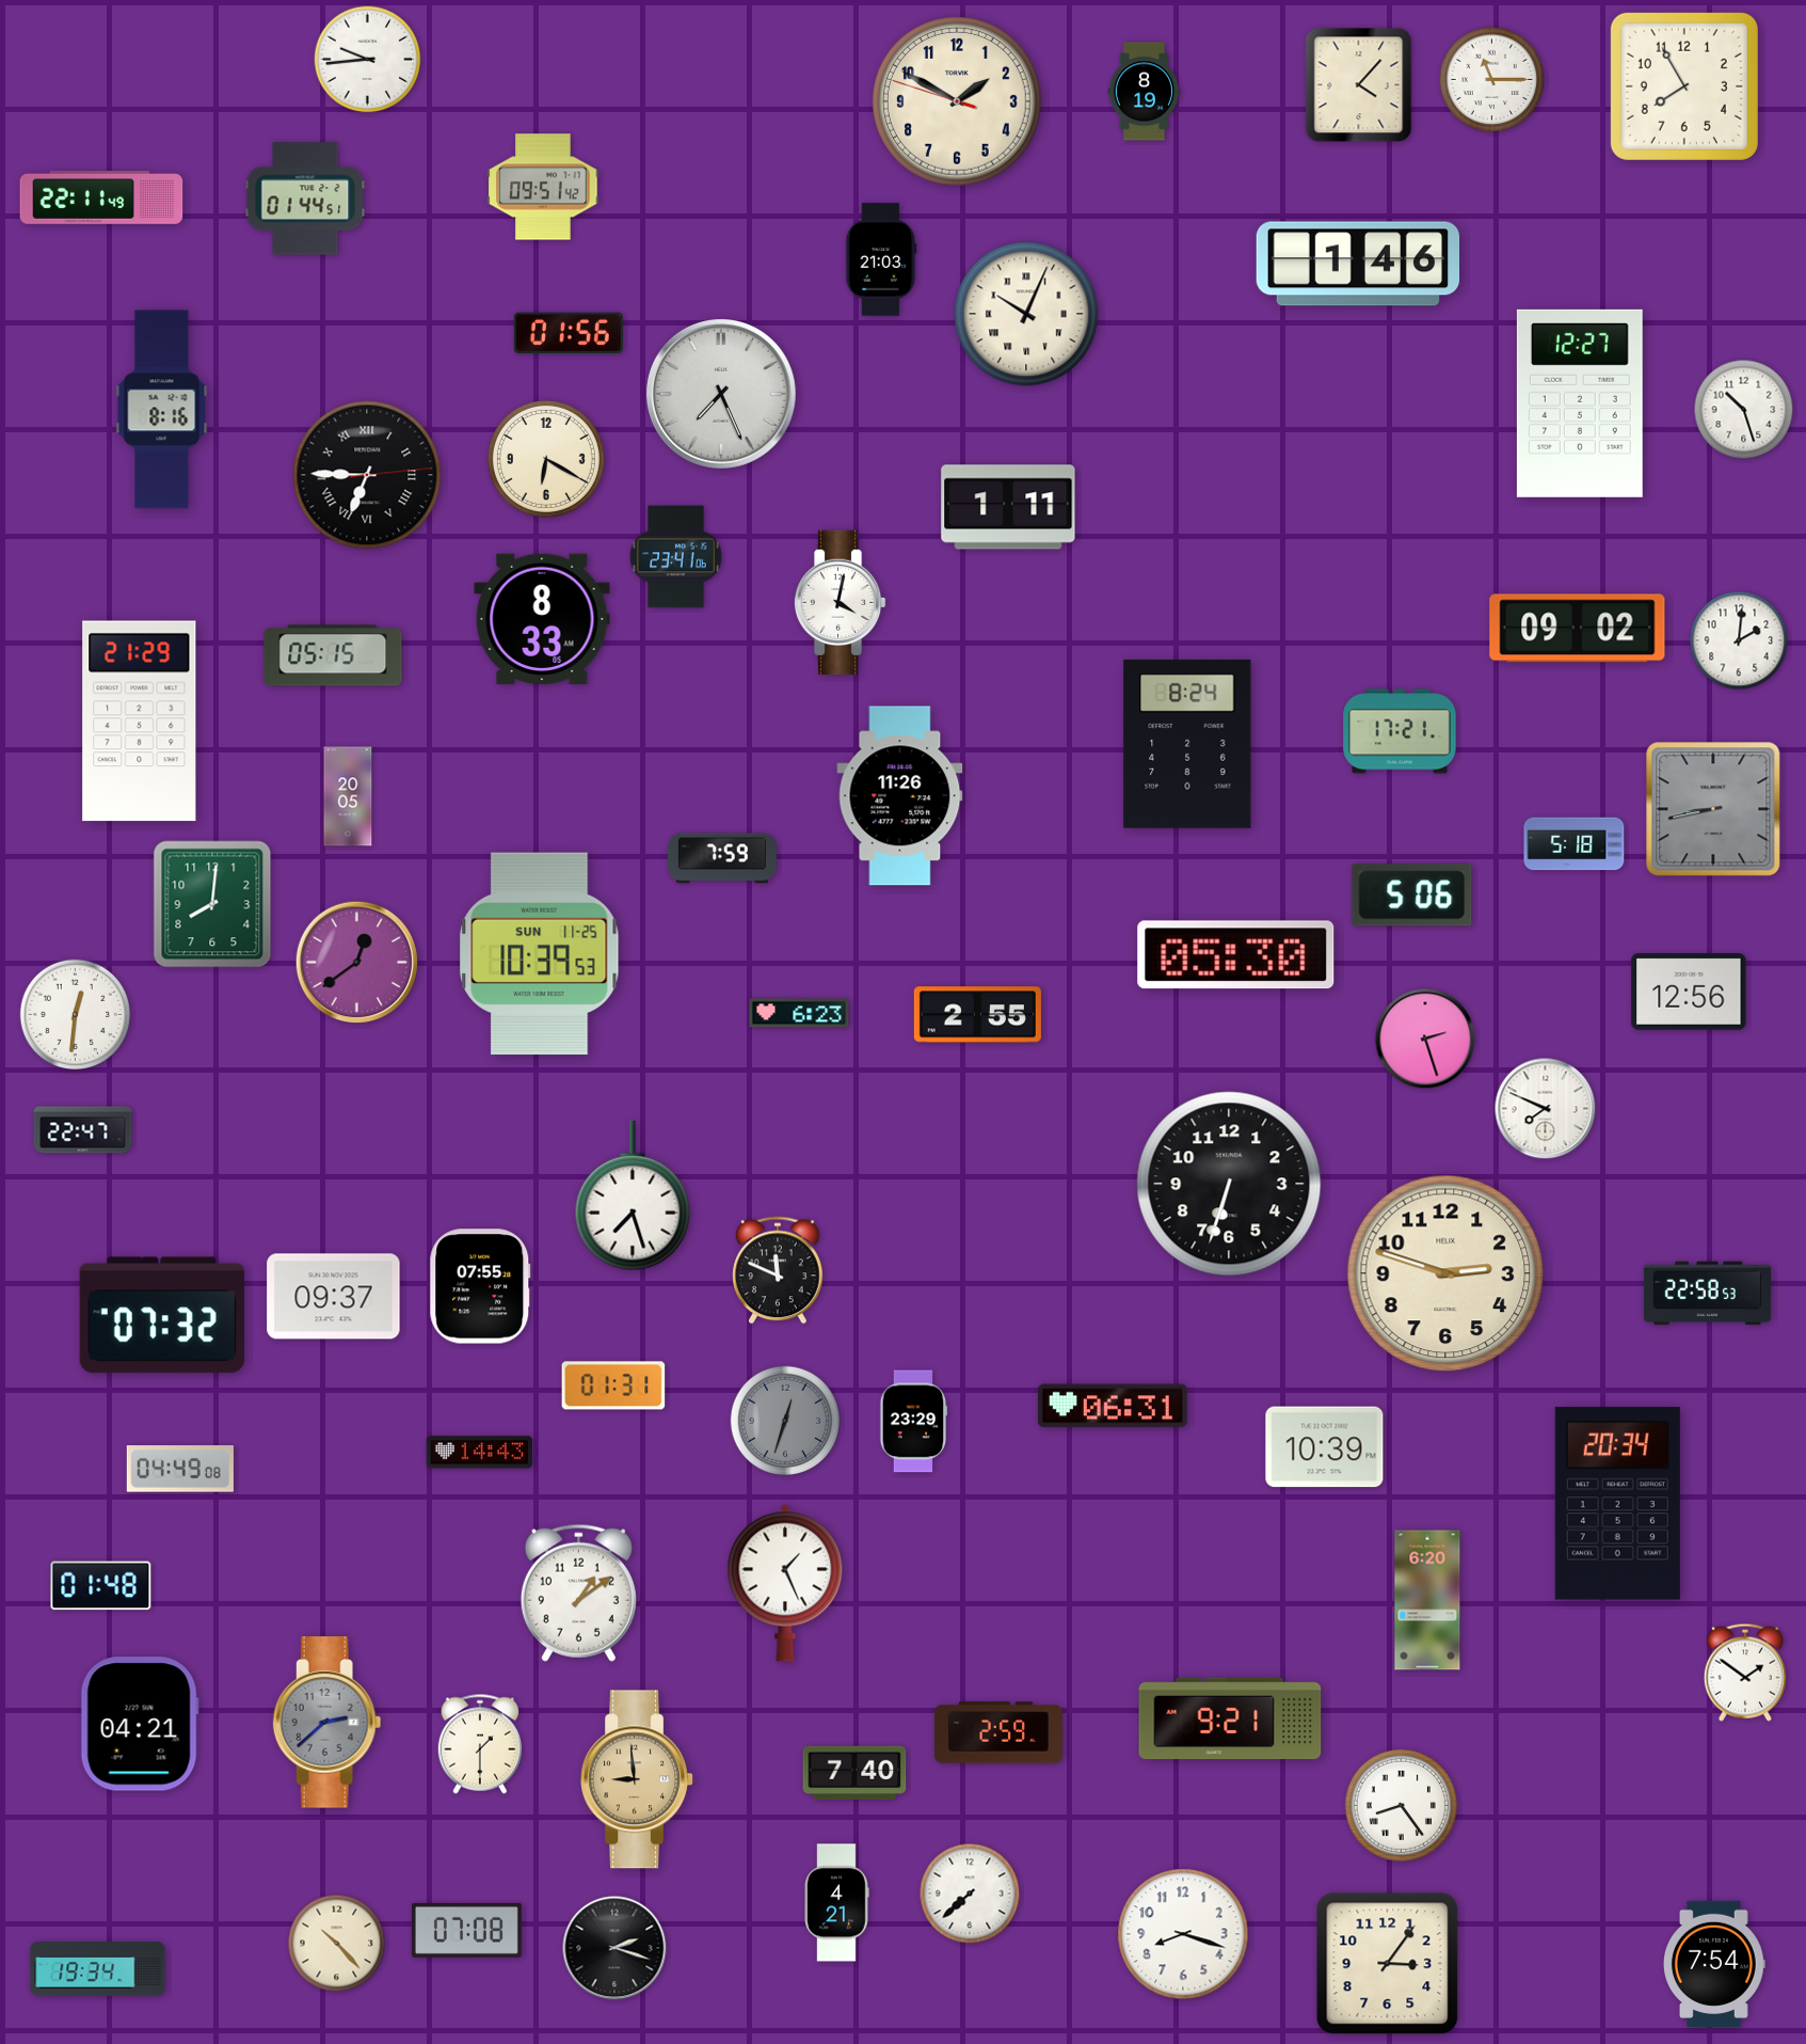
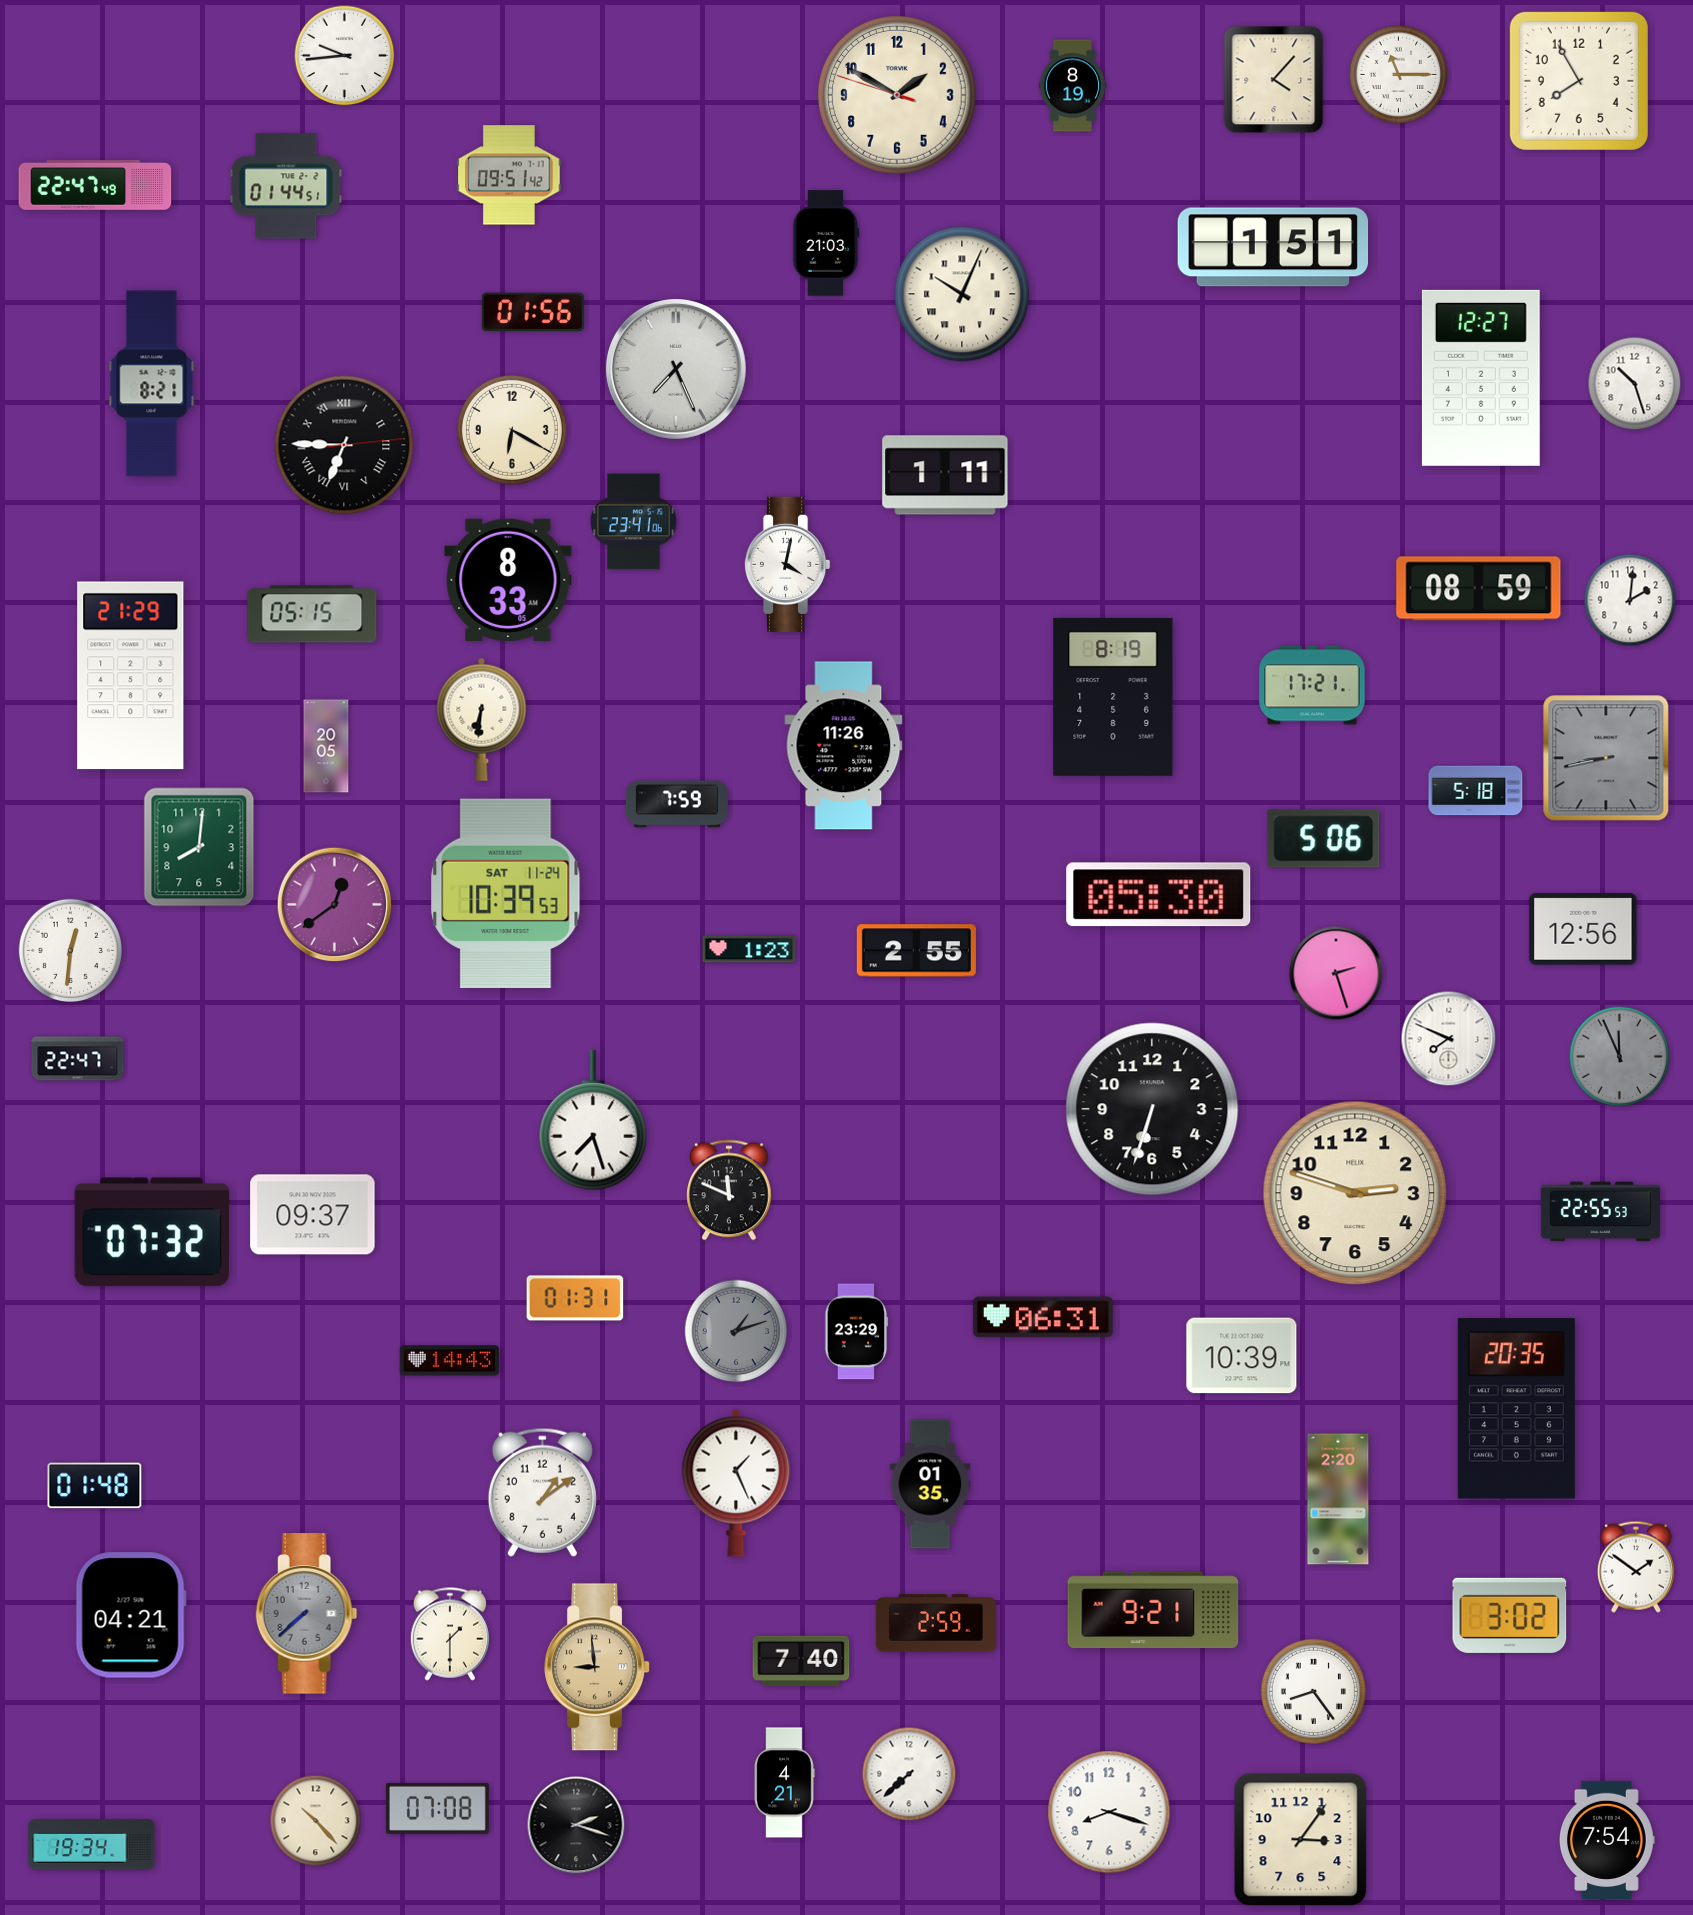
clock at (101, 199): 22:11 -> 22:47
clock at (1358, 264): 1:46 -> 1:51
clock at (162, 410): 8:16 -> 8:21
clock at (1578, 629): 09:02 -> 08:59
clock at (1187, 744): 8:24 -> 8:19
clock at (482, 719): none -> 6:31
clock at (540, 954) date: SUN 11-25 -> SAT 11-24
clock at (357, 963) position: (357, 963) -> (335, 905)
clock at (799, 1013): 6:23 -> 1:23
clock at (1620, 1057): none -> 11:56
clock at (480, 1286): 07:55 -> none
clock at (1707, 1294): 22:58 -> 22:55
clock at (785, 1421): 12:33 -> 1:12
clock at (180, 1469): 04:49 -> none
clock at (1617, 1504): 20:34 -> 20:35
clock at (930, 1484): none -> 01:35
clock at (1427, 1600): 6:20 -> 2:20
clock at (327, 1723): 2:38 -> 7:38
clock at (1510, 1615): none -> 3:02
